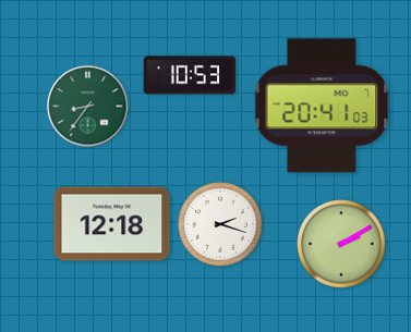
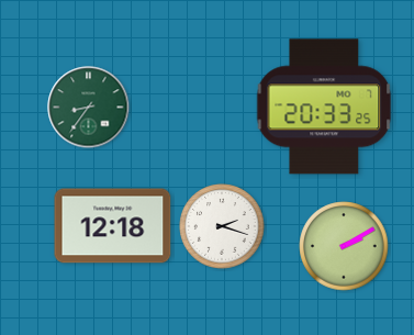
clock at (190, 75): 10:53 -> none
clock at (322, 106): 20:41 -> 20:33
